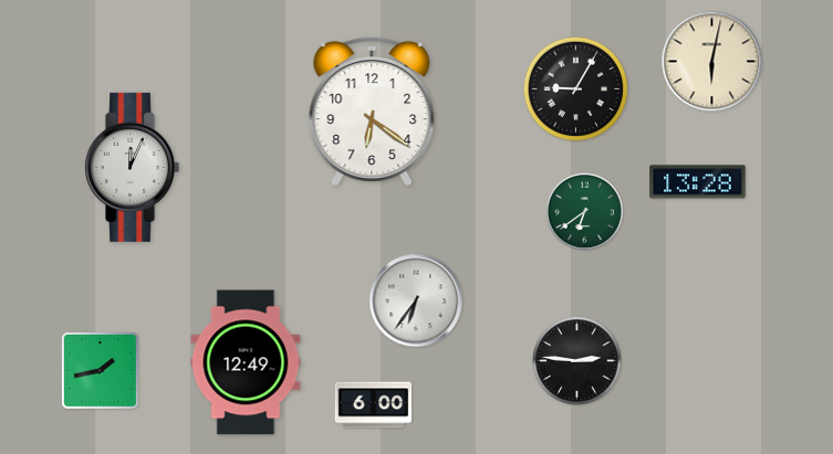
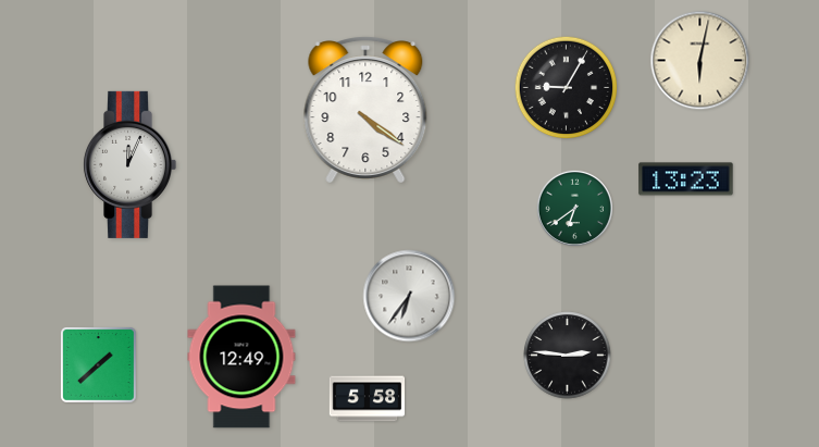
clock at (372, 112): 6:21 -> 4:21
clock at (698, 182): 13:28 -> 13:23
clock at (101, 371): 1:43 -> 1:38
clock at (374, 405): 6:00 -> 5:58
